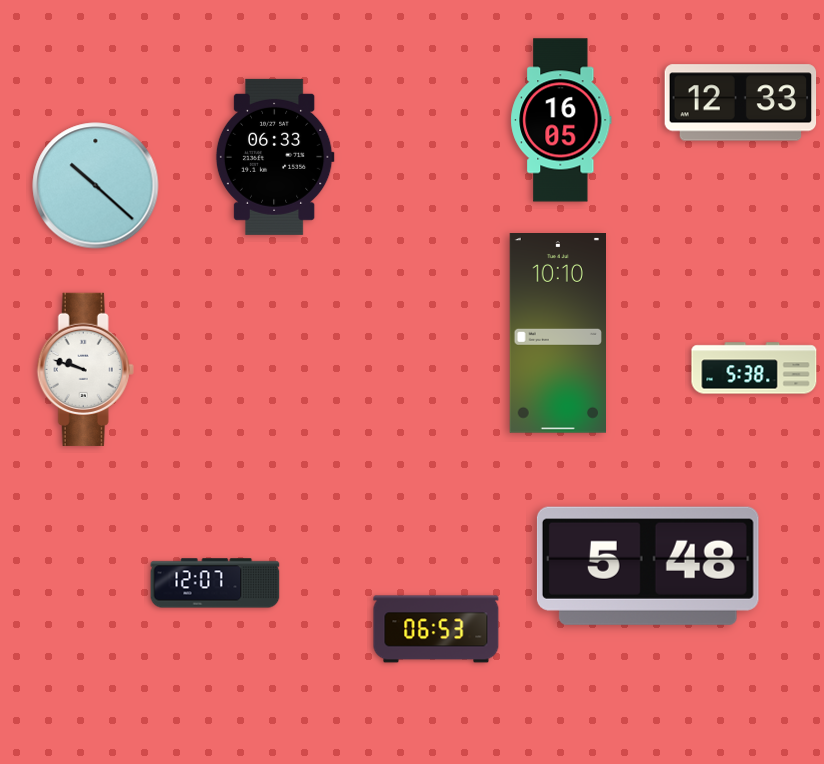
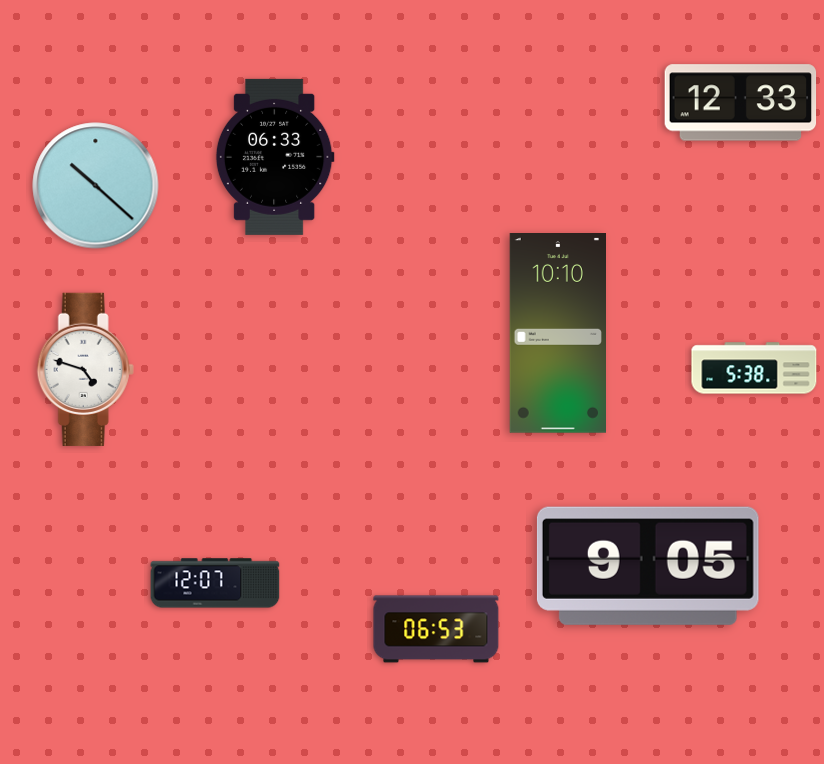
clock at (561, 120): 16:05 -> none
clock at (85, 369): 9:48 -> 4:48
clock at (648, 566): 5:48 -> 9:05
